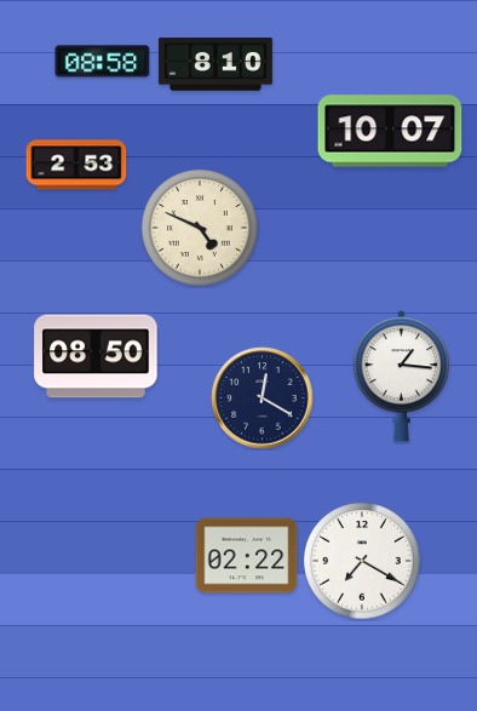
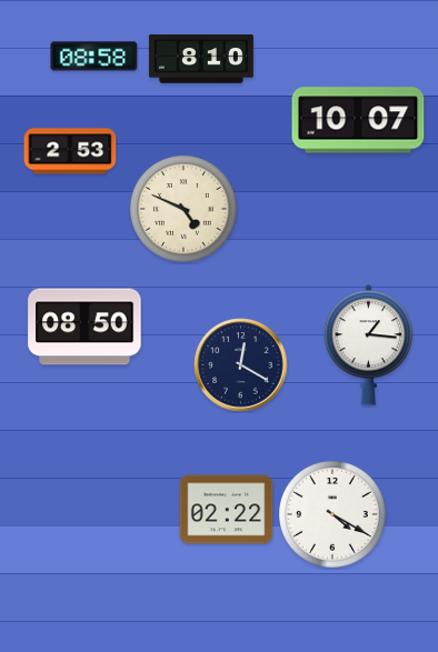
clock at (215, 64) position: (215, 64) -> (201, 59)
clock at (96, 356) position: (96, 356) -> (84, 327)
clock at (363, 562): 7:20 -> 4:20
